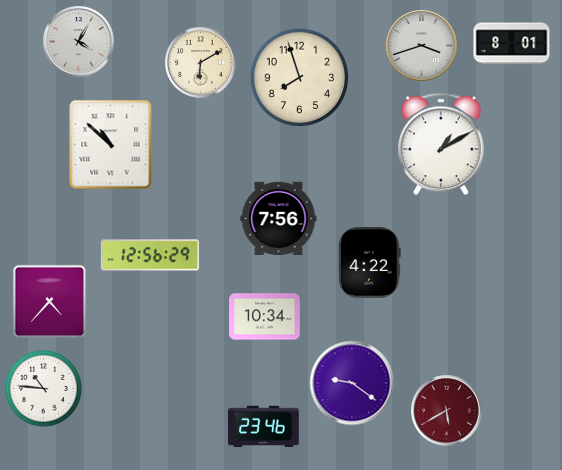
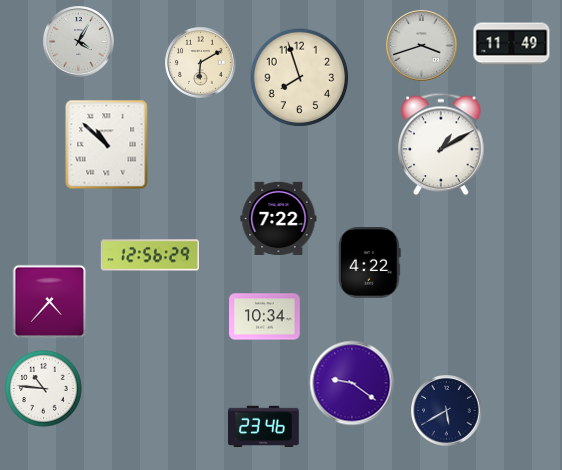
clock at (512, 44): 8:01 -> 11:49
clock at (111, 145) position: (111, 145) -> (107, 145)
clock at (279, 218): 7:56 -> 7:22
clock at (447, 411) dial: burgundy -> navy
